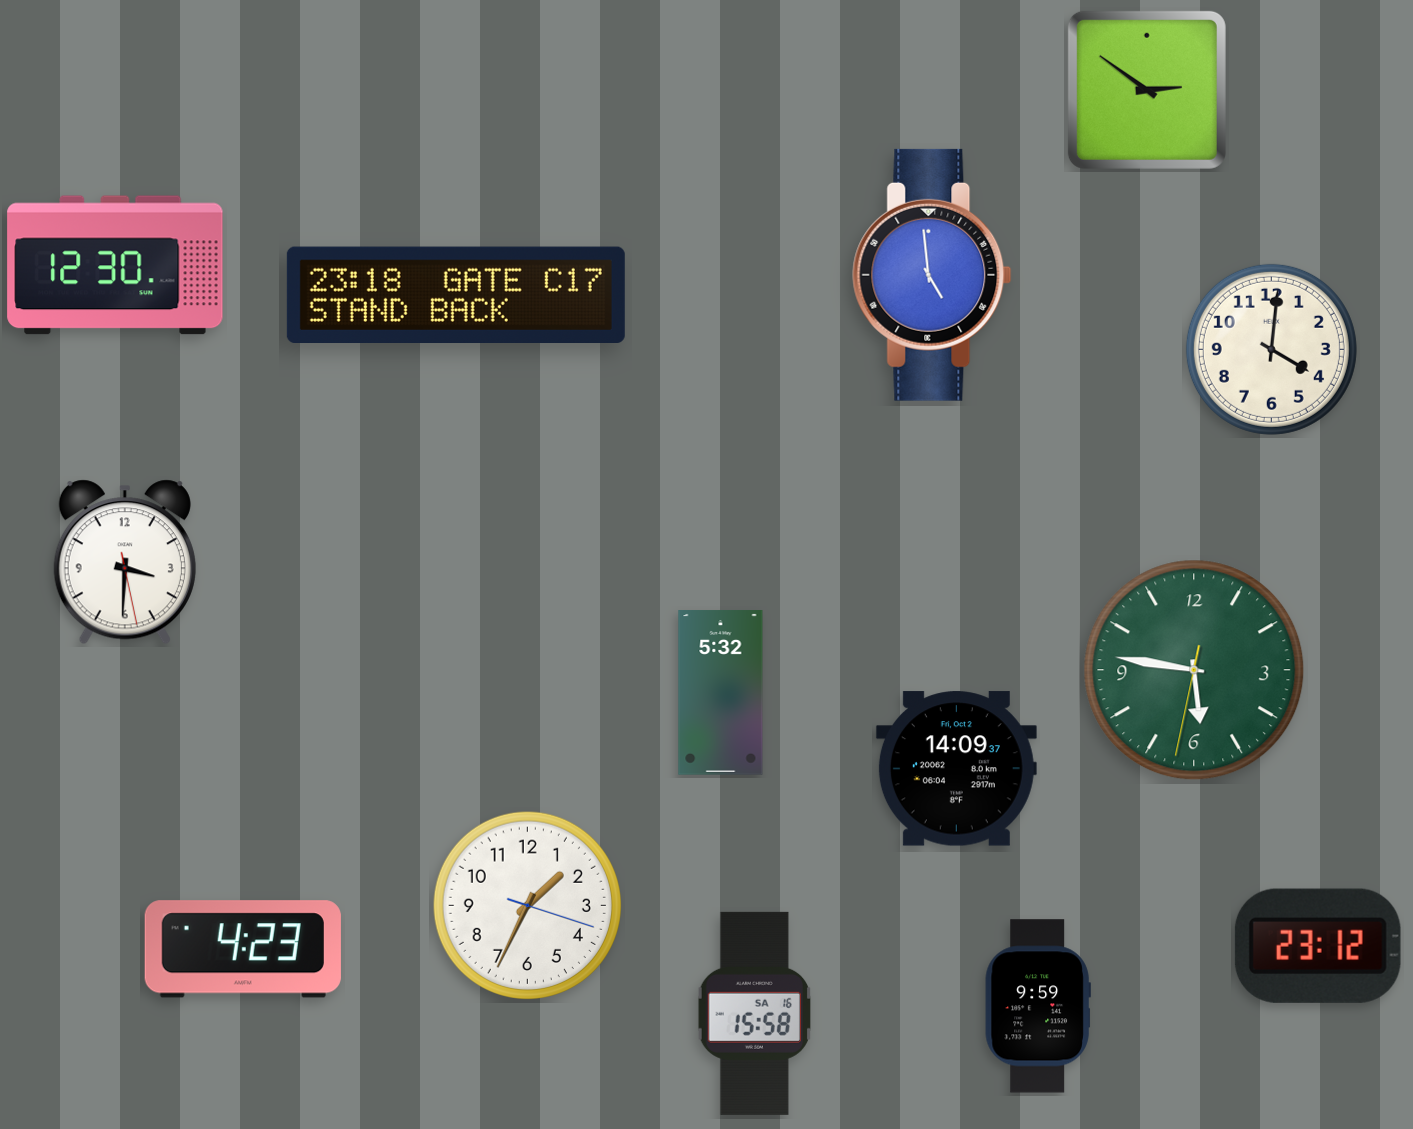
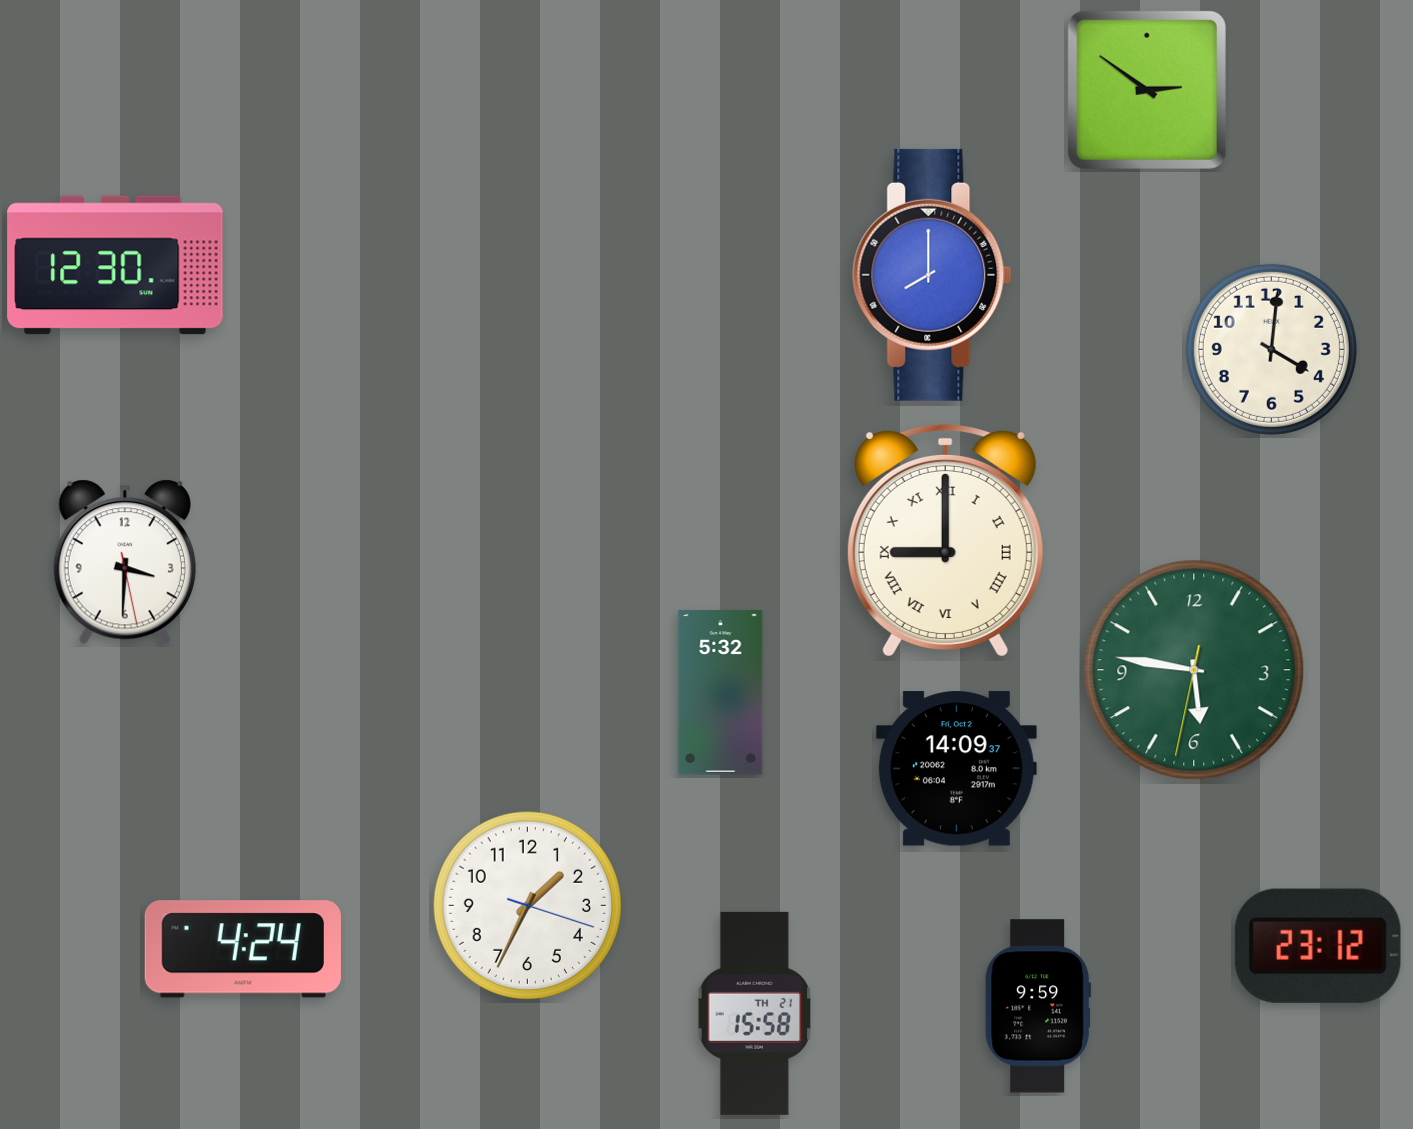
clock at (932, 275): 4:59 -> 8:00
clock at (456, 294): 23:18 -> none
clock at (945, 540): none -> 9:00
clock at (243, 949): 4:23 -> 4:24
clock at (754, 1013) date: SA 16 -> TH 21
